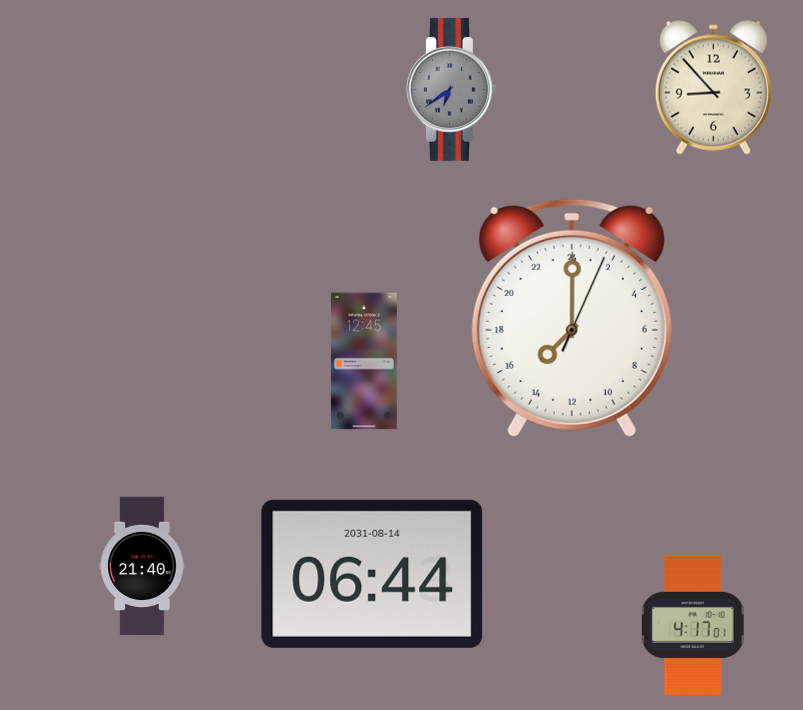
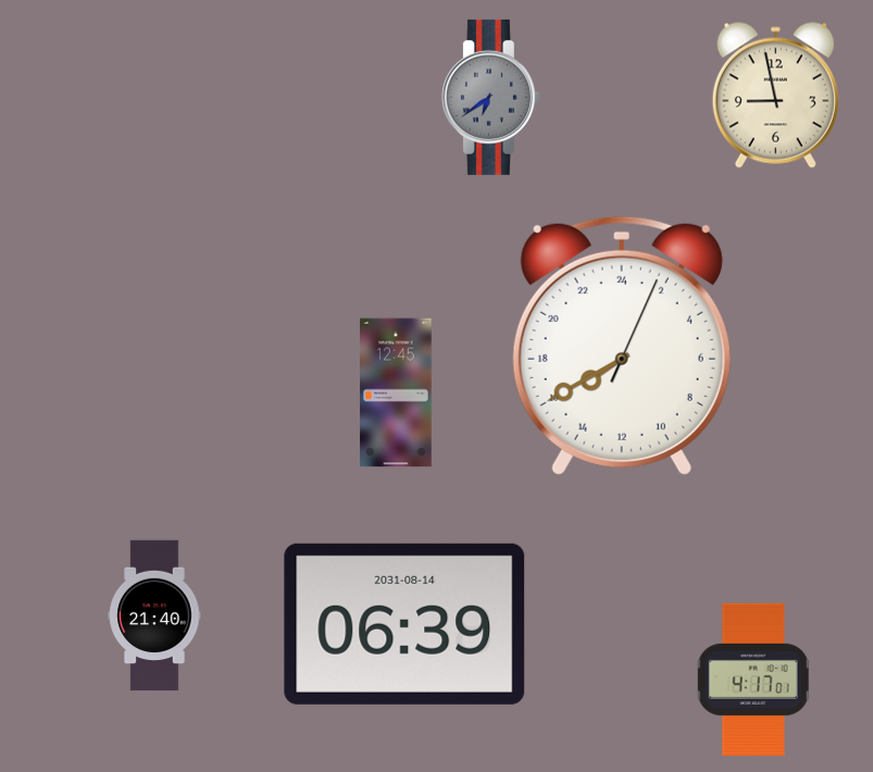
clock at (713, 87): 8:53 -> 8:58
clock at (572, 318): 15:00 -> 15:40
clock at (372, 574): 06:44 -> 06:39
